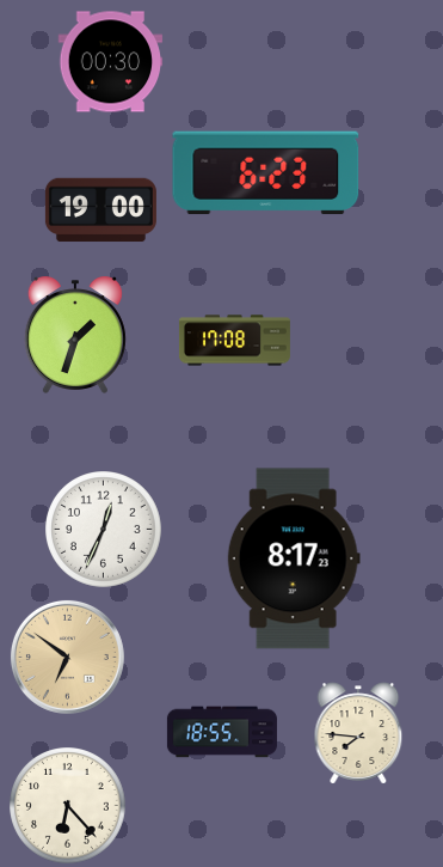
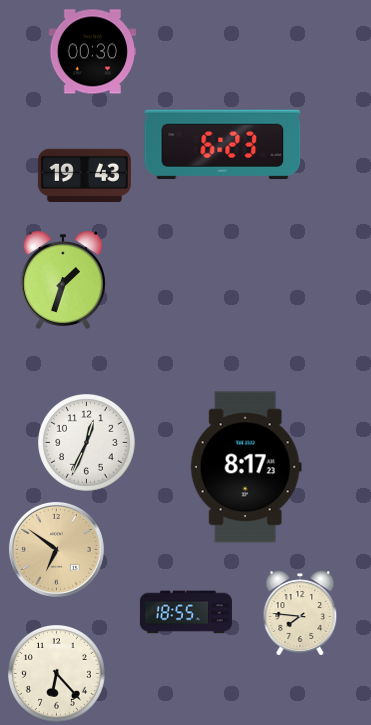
clock at (100, 210): 19:00 -> 19:43
clock at (234, 341): 17:08 -> none
